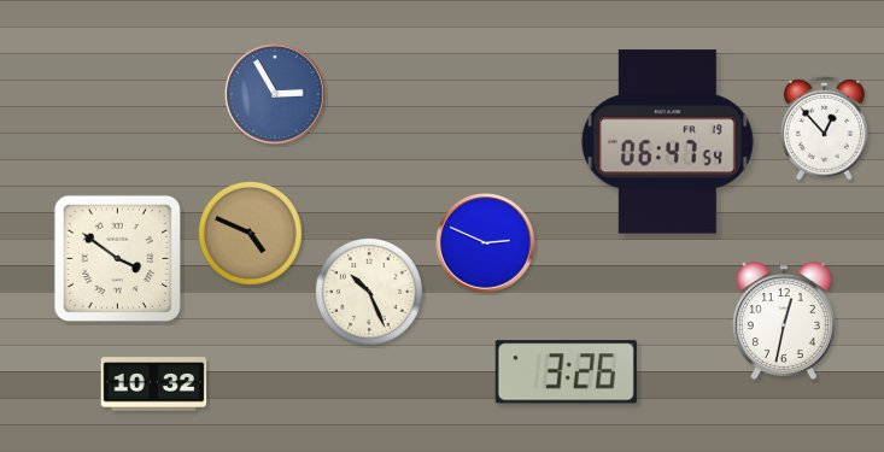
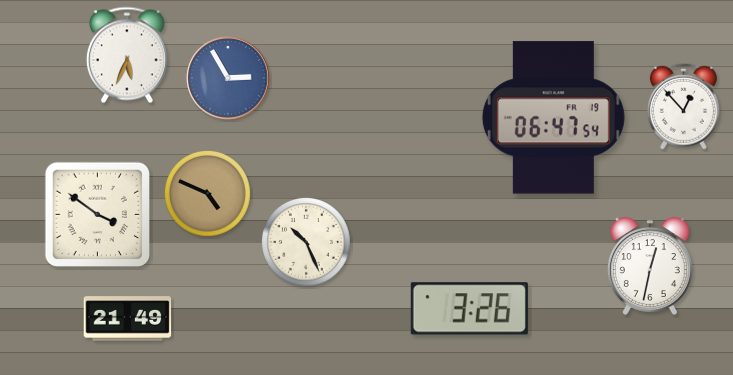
clock at (127, 55): none -> 5:34
clock at (486, 243): 2:49 -> none
clock at (154, 385): 10:32 -> 21:49
